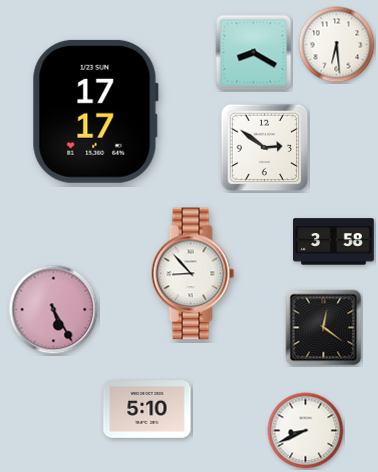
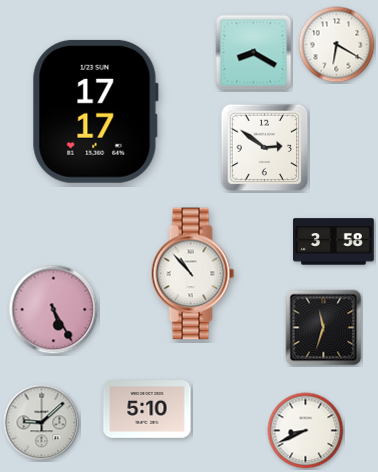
clock at (337, 45): 6:29 -> 6:20
clock at (193, 274): 8:53 -> 10:53
clock at (324, 328): 12:21 -> 11:33
clock at (42, 423): none -> 9:08
